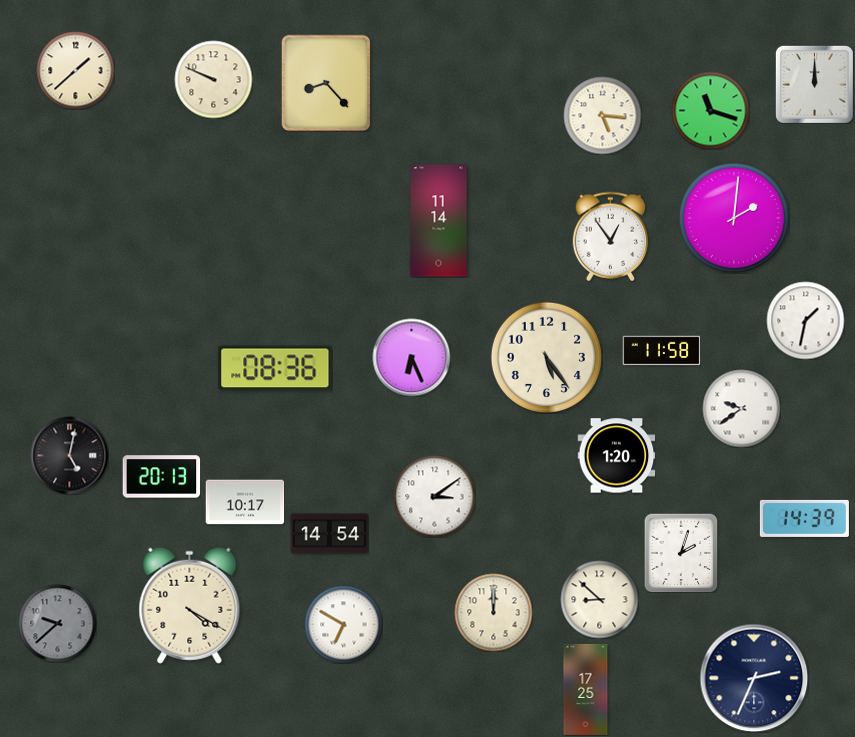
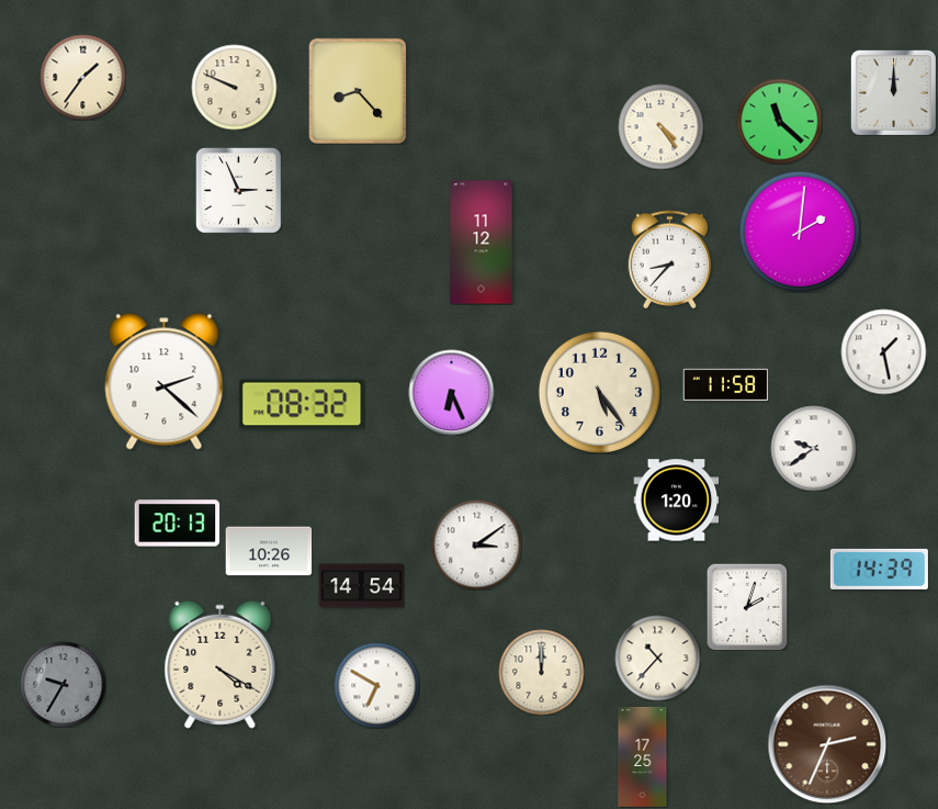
clock at (75, 70): 1:38 -> 1:36
clock at (710, 110): 11:18 -> 11:22
clock at (602, 115): 5:16 -> 4:24
clock at (238, 190): none -> 2:56
clock at (734, 218) position: (734, 218) -> (800, 232)
clock at (439, 221): 11:14 -> 11:12
clock at (611, 236): 12:54 -> 8:37
clock at (805, 320): 1:32 -> 1:28
clock at (165, 382): none -> 2:22
clock at (275, 368): 08:36 -> 08:32
clock at (69, 455): 5:02 -> none
clock at (245, 502): 10:17 -> 10:26
clock at (804, 518) position: (804, 518) -> (879, 569)
clock at (599, 599): 8:52 -> 10:37
clock at (190, 605) position: (190, 605) -> (221, 664)
clock at (57, 623): 9:38 -> 9:35
clock at (754, 678) dial: navy -> brown
